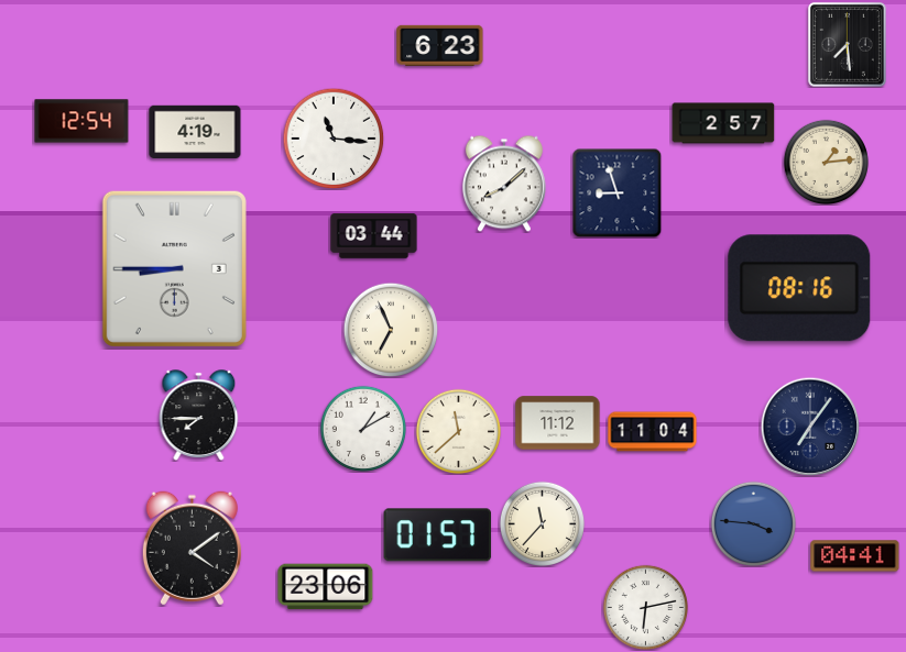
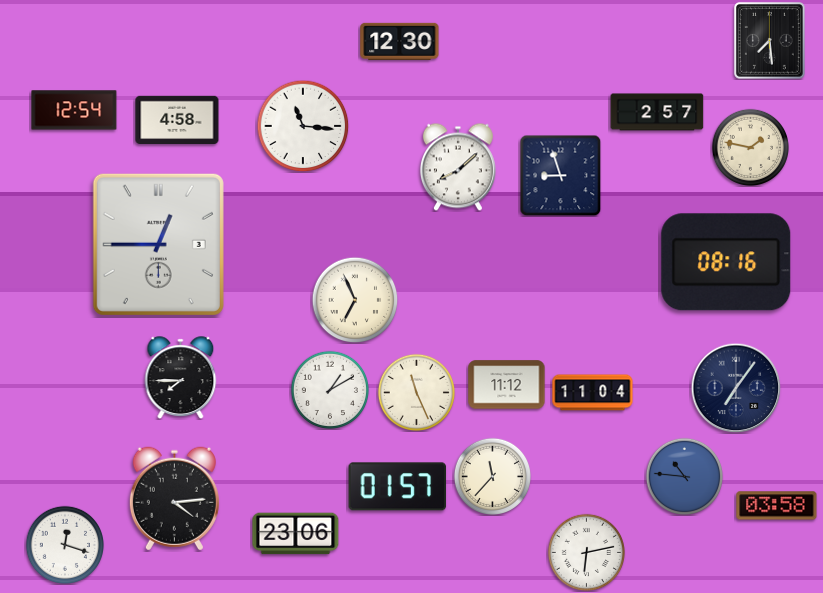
clock at (440, 45): 6:23 -> 12:30
clock at (195, 131): 4:19 -> 4:58
clock at (826, 162): 1:14 -> 1:47
clock at (374, 236): 03:44 -> none
clock at (174, 268): 8:45 -> 12:45
clock at (458, 431): 11:38 -> 11:26
clock at (753, 523): 3:46 -> 10:46
clock at (192, 549): 4:09 -> 4:14
clock at (855, 556): 04:41 -> 03:58
clock at (64, 544): none -> 12:18
